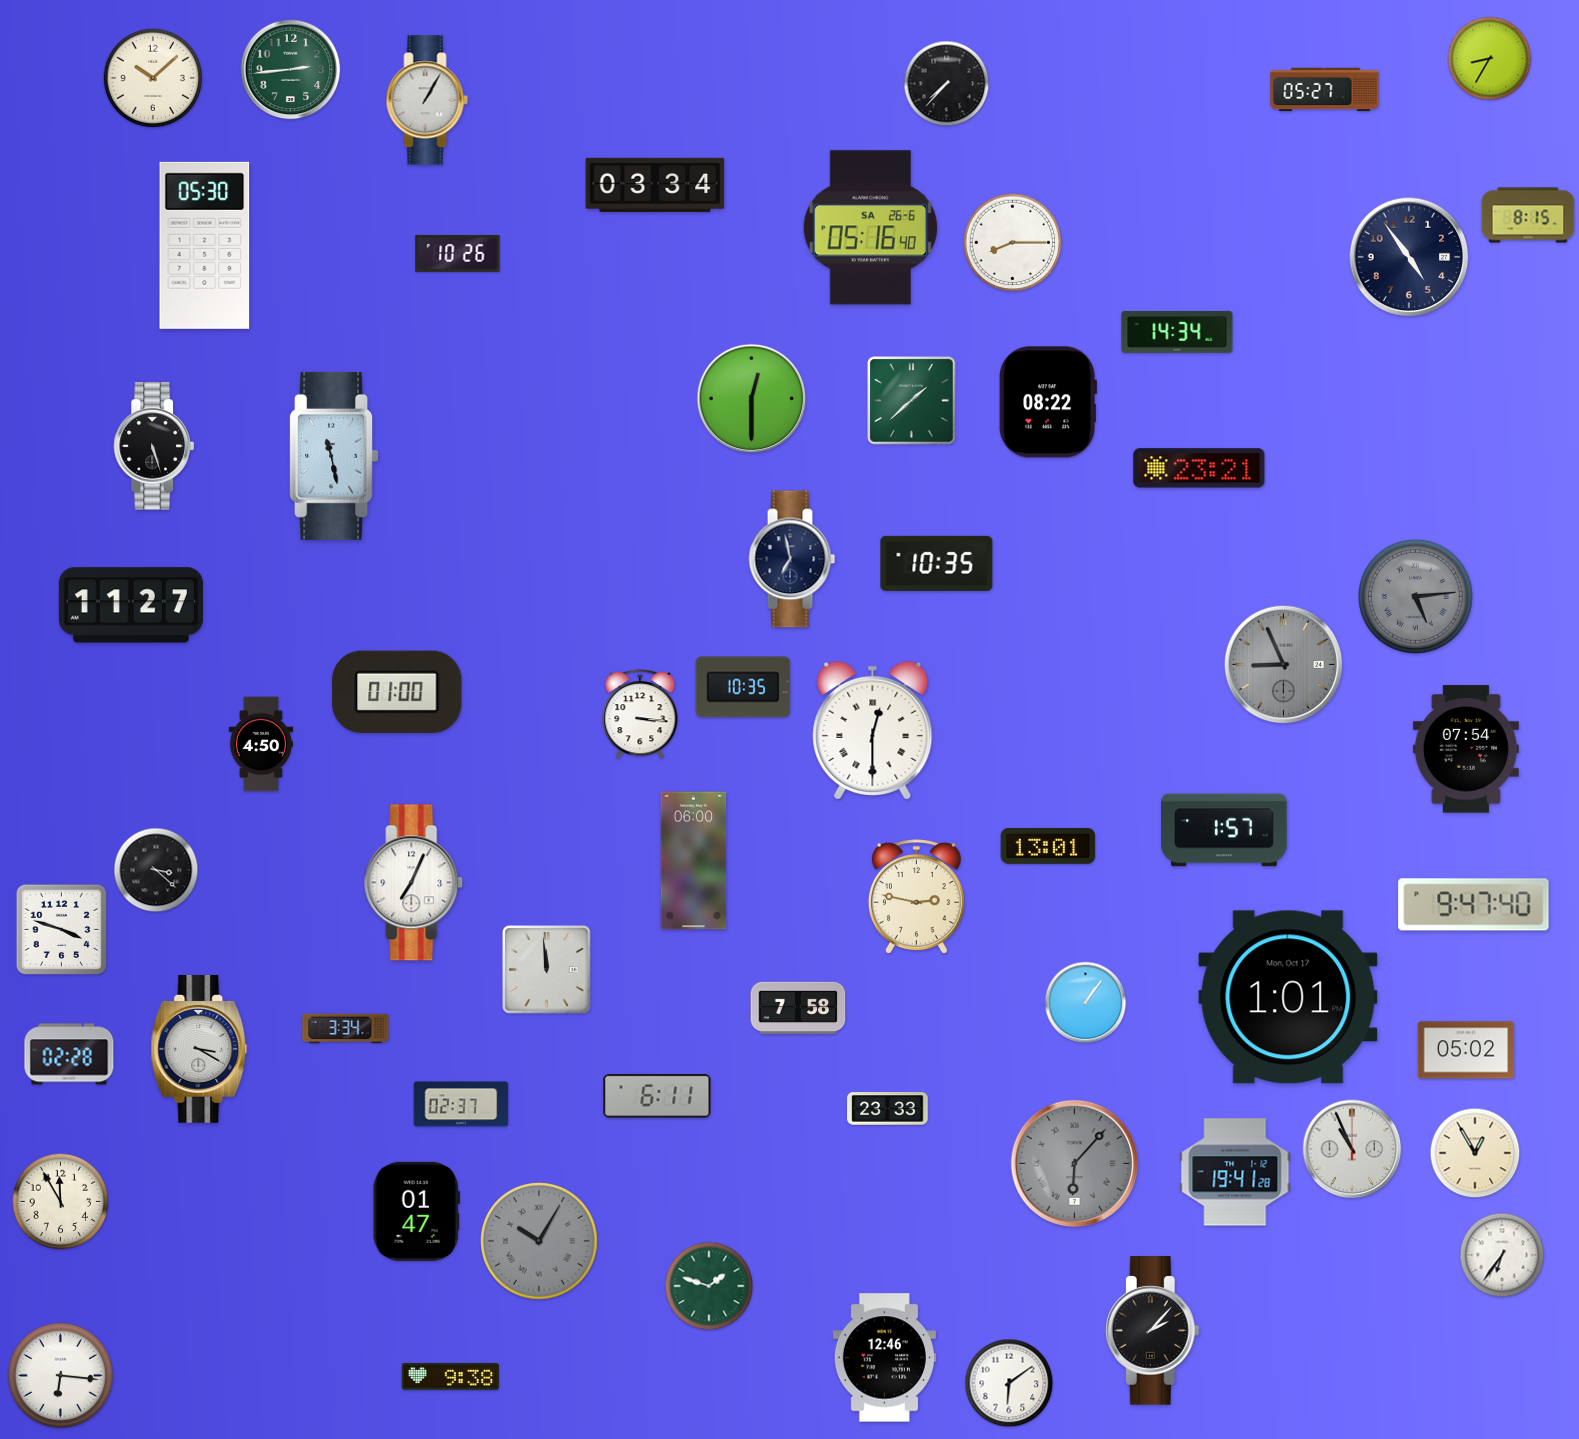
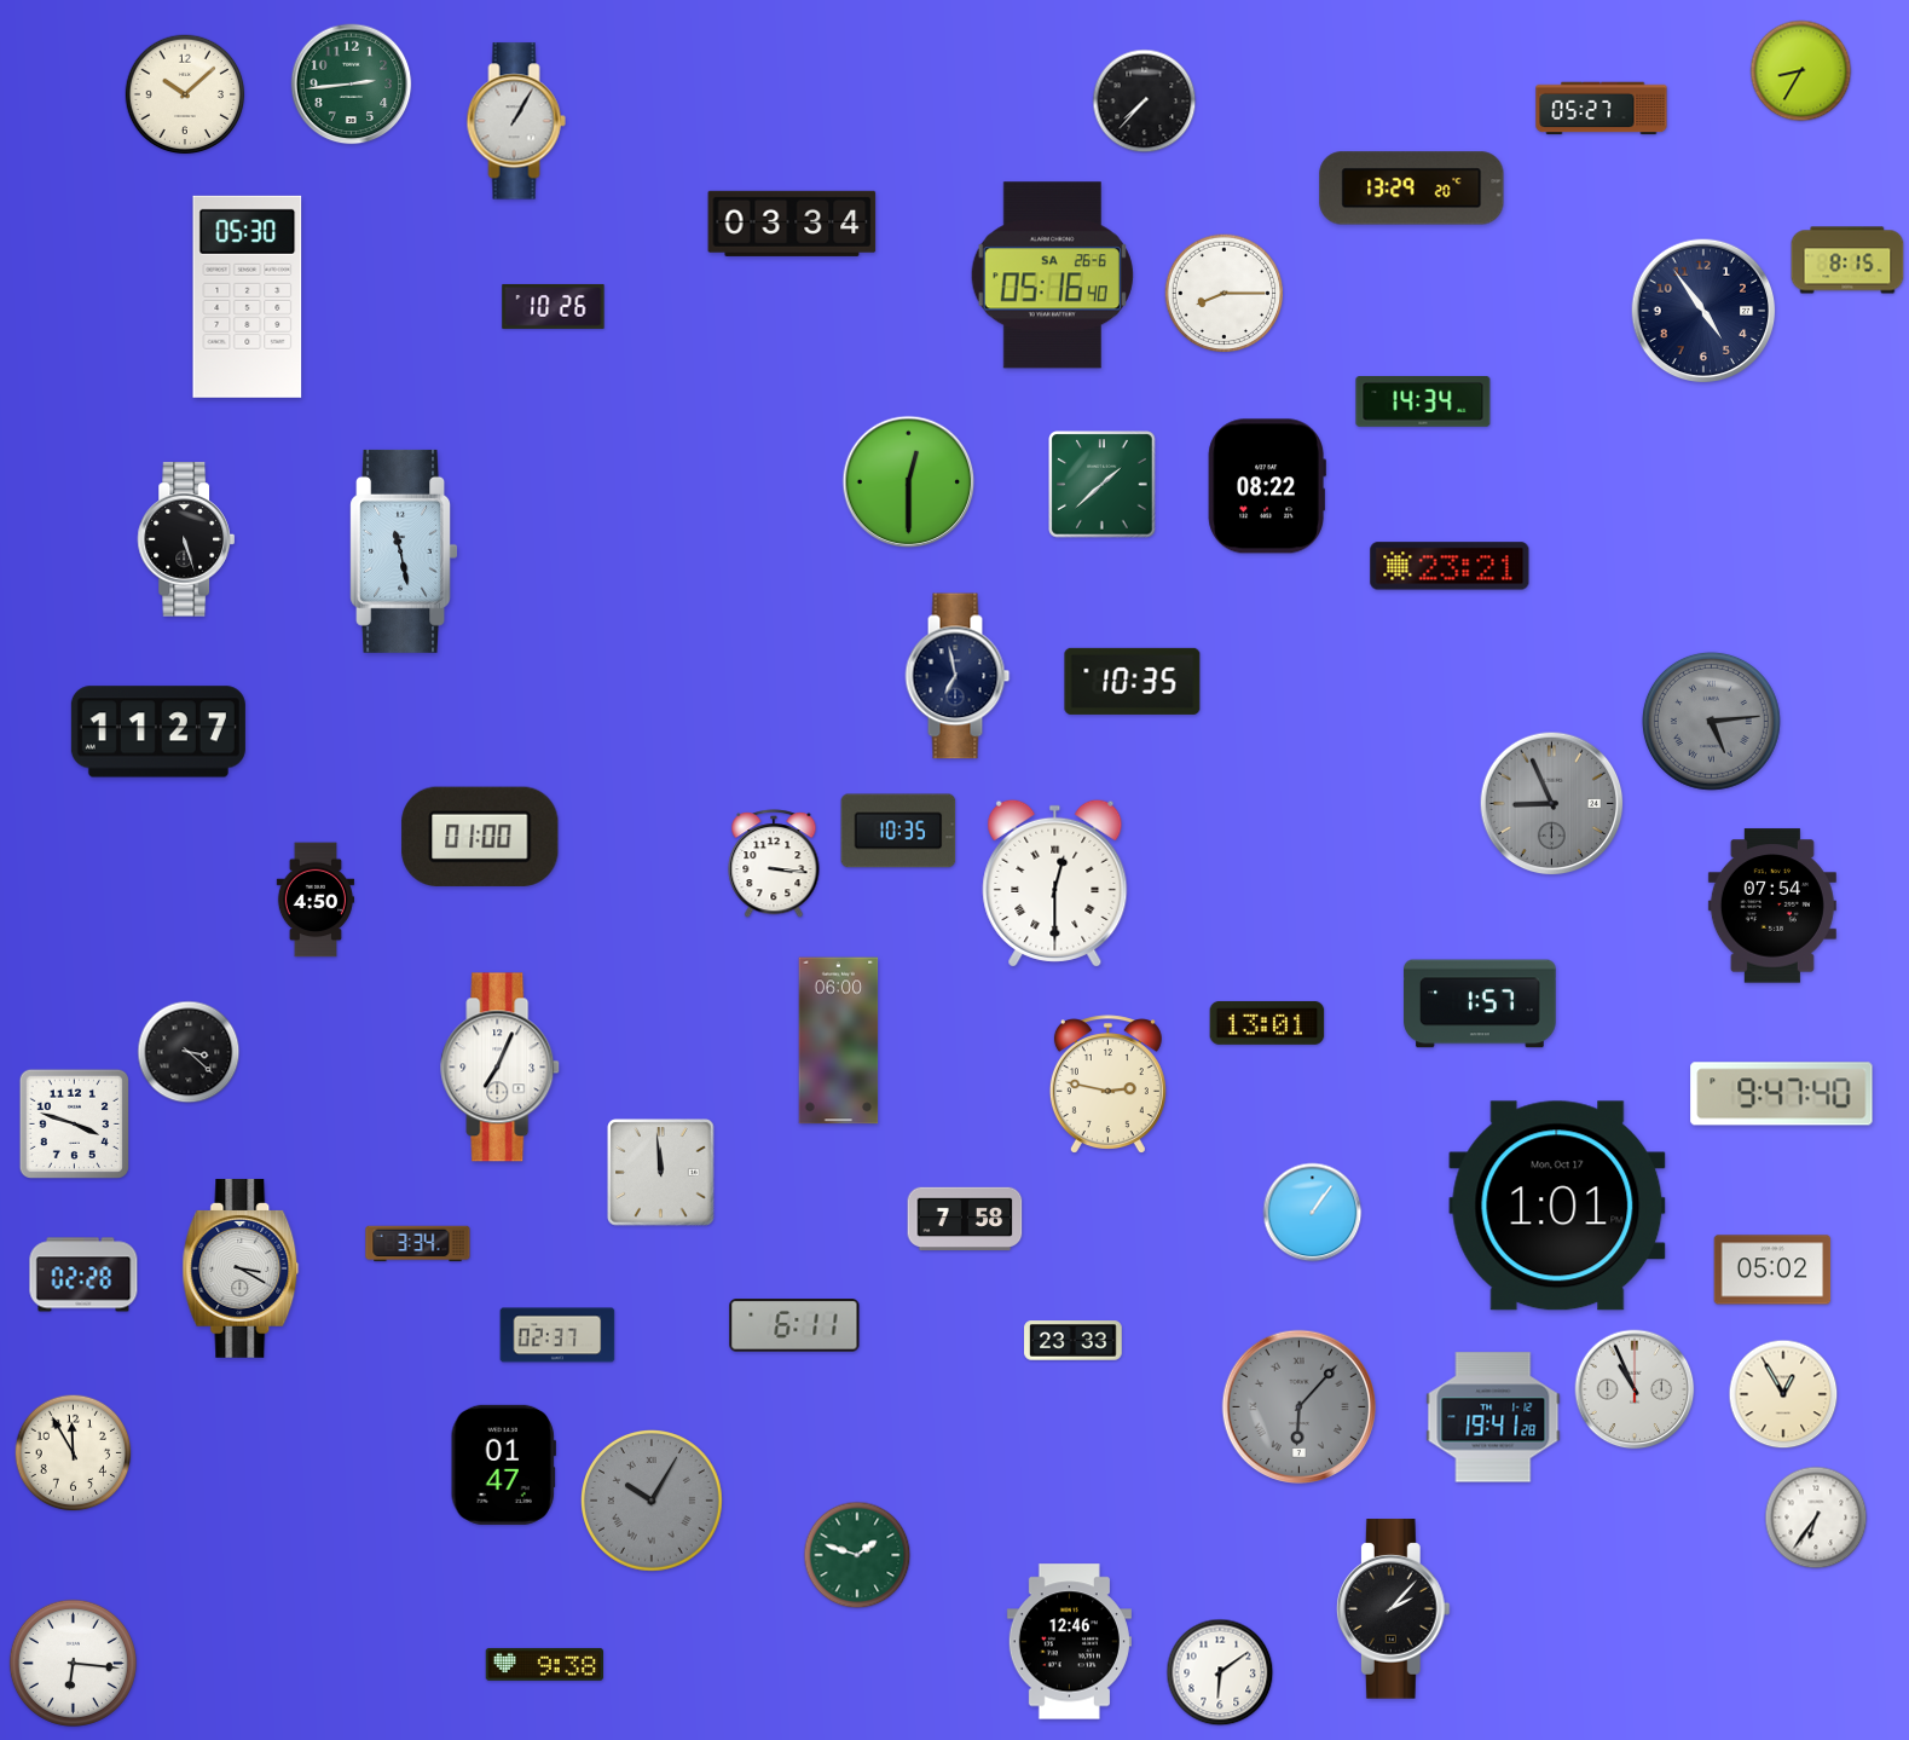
clock at (1412, 189): none -> 13:29
